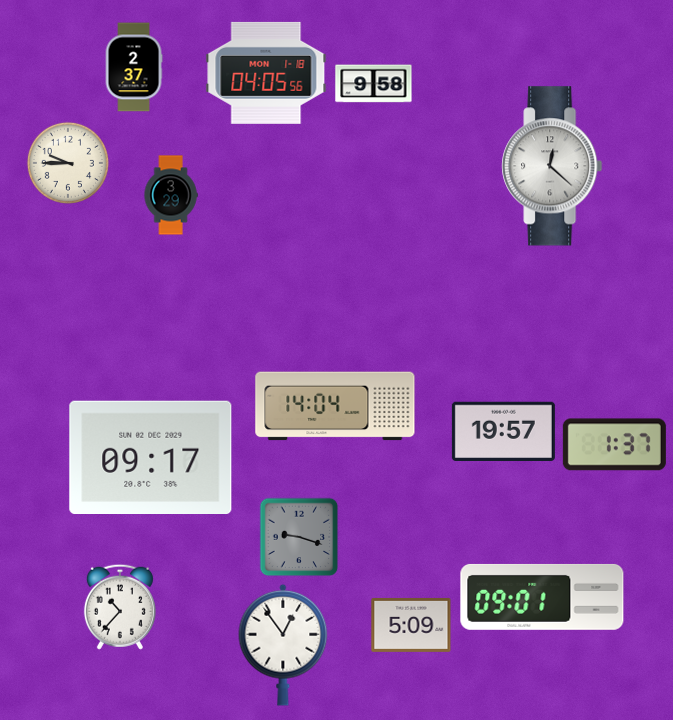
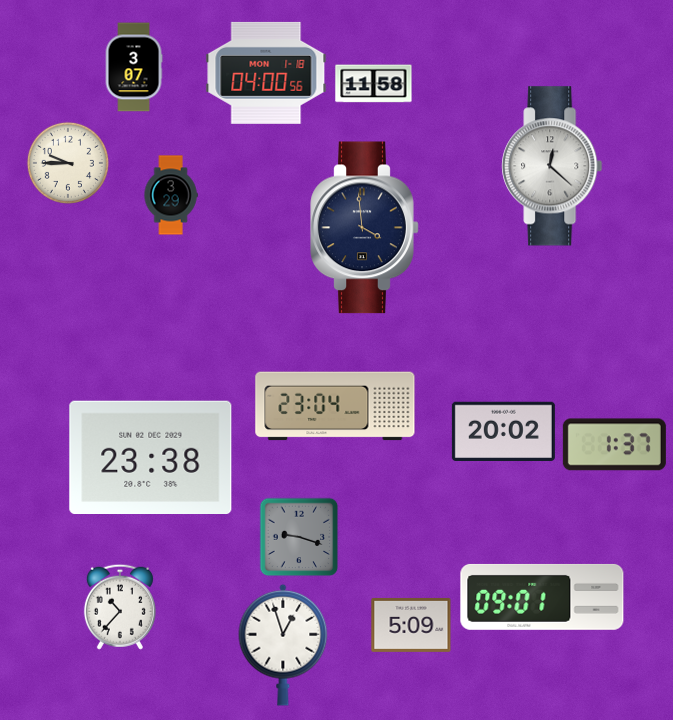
clock at (134, 67): 2:37 -> 3:07
clock at (266, 73): 04:05 -> 04:00
clock at (374, 84): 9:58 -> 11:58
clock at (365, 228): none -> 3:59
clock at (335, 406): 14:04 -> 23:04
clock at (503, 432): 19:57 -> 20:02
clock at (151, 457): 09:17 -> 23:38
clock at (283, 645): 12:54 -> 12:57
